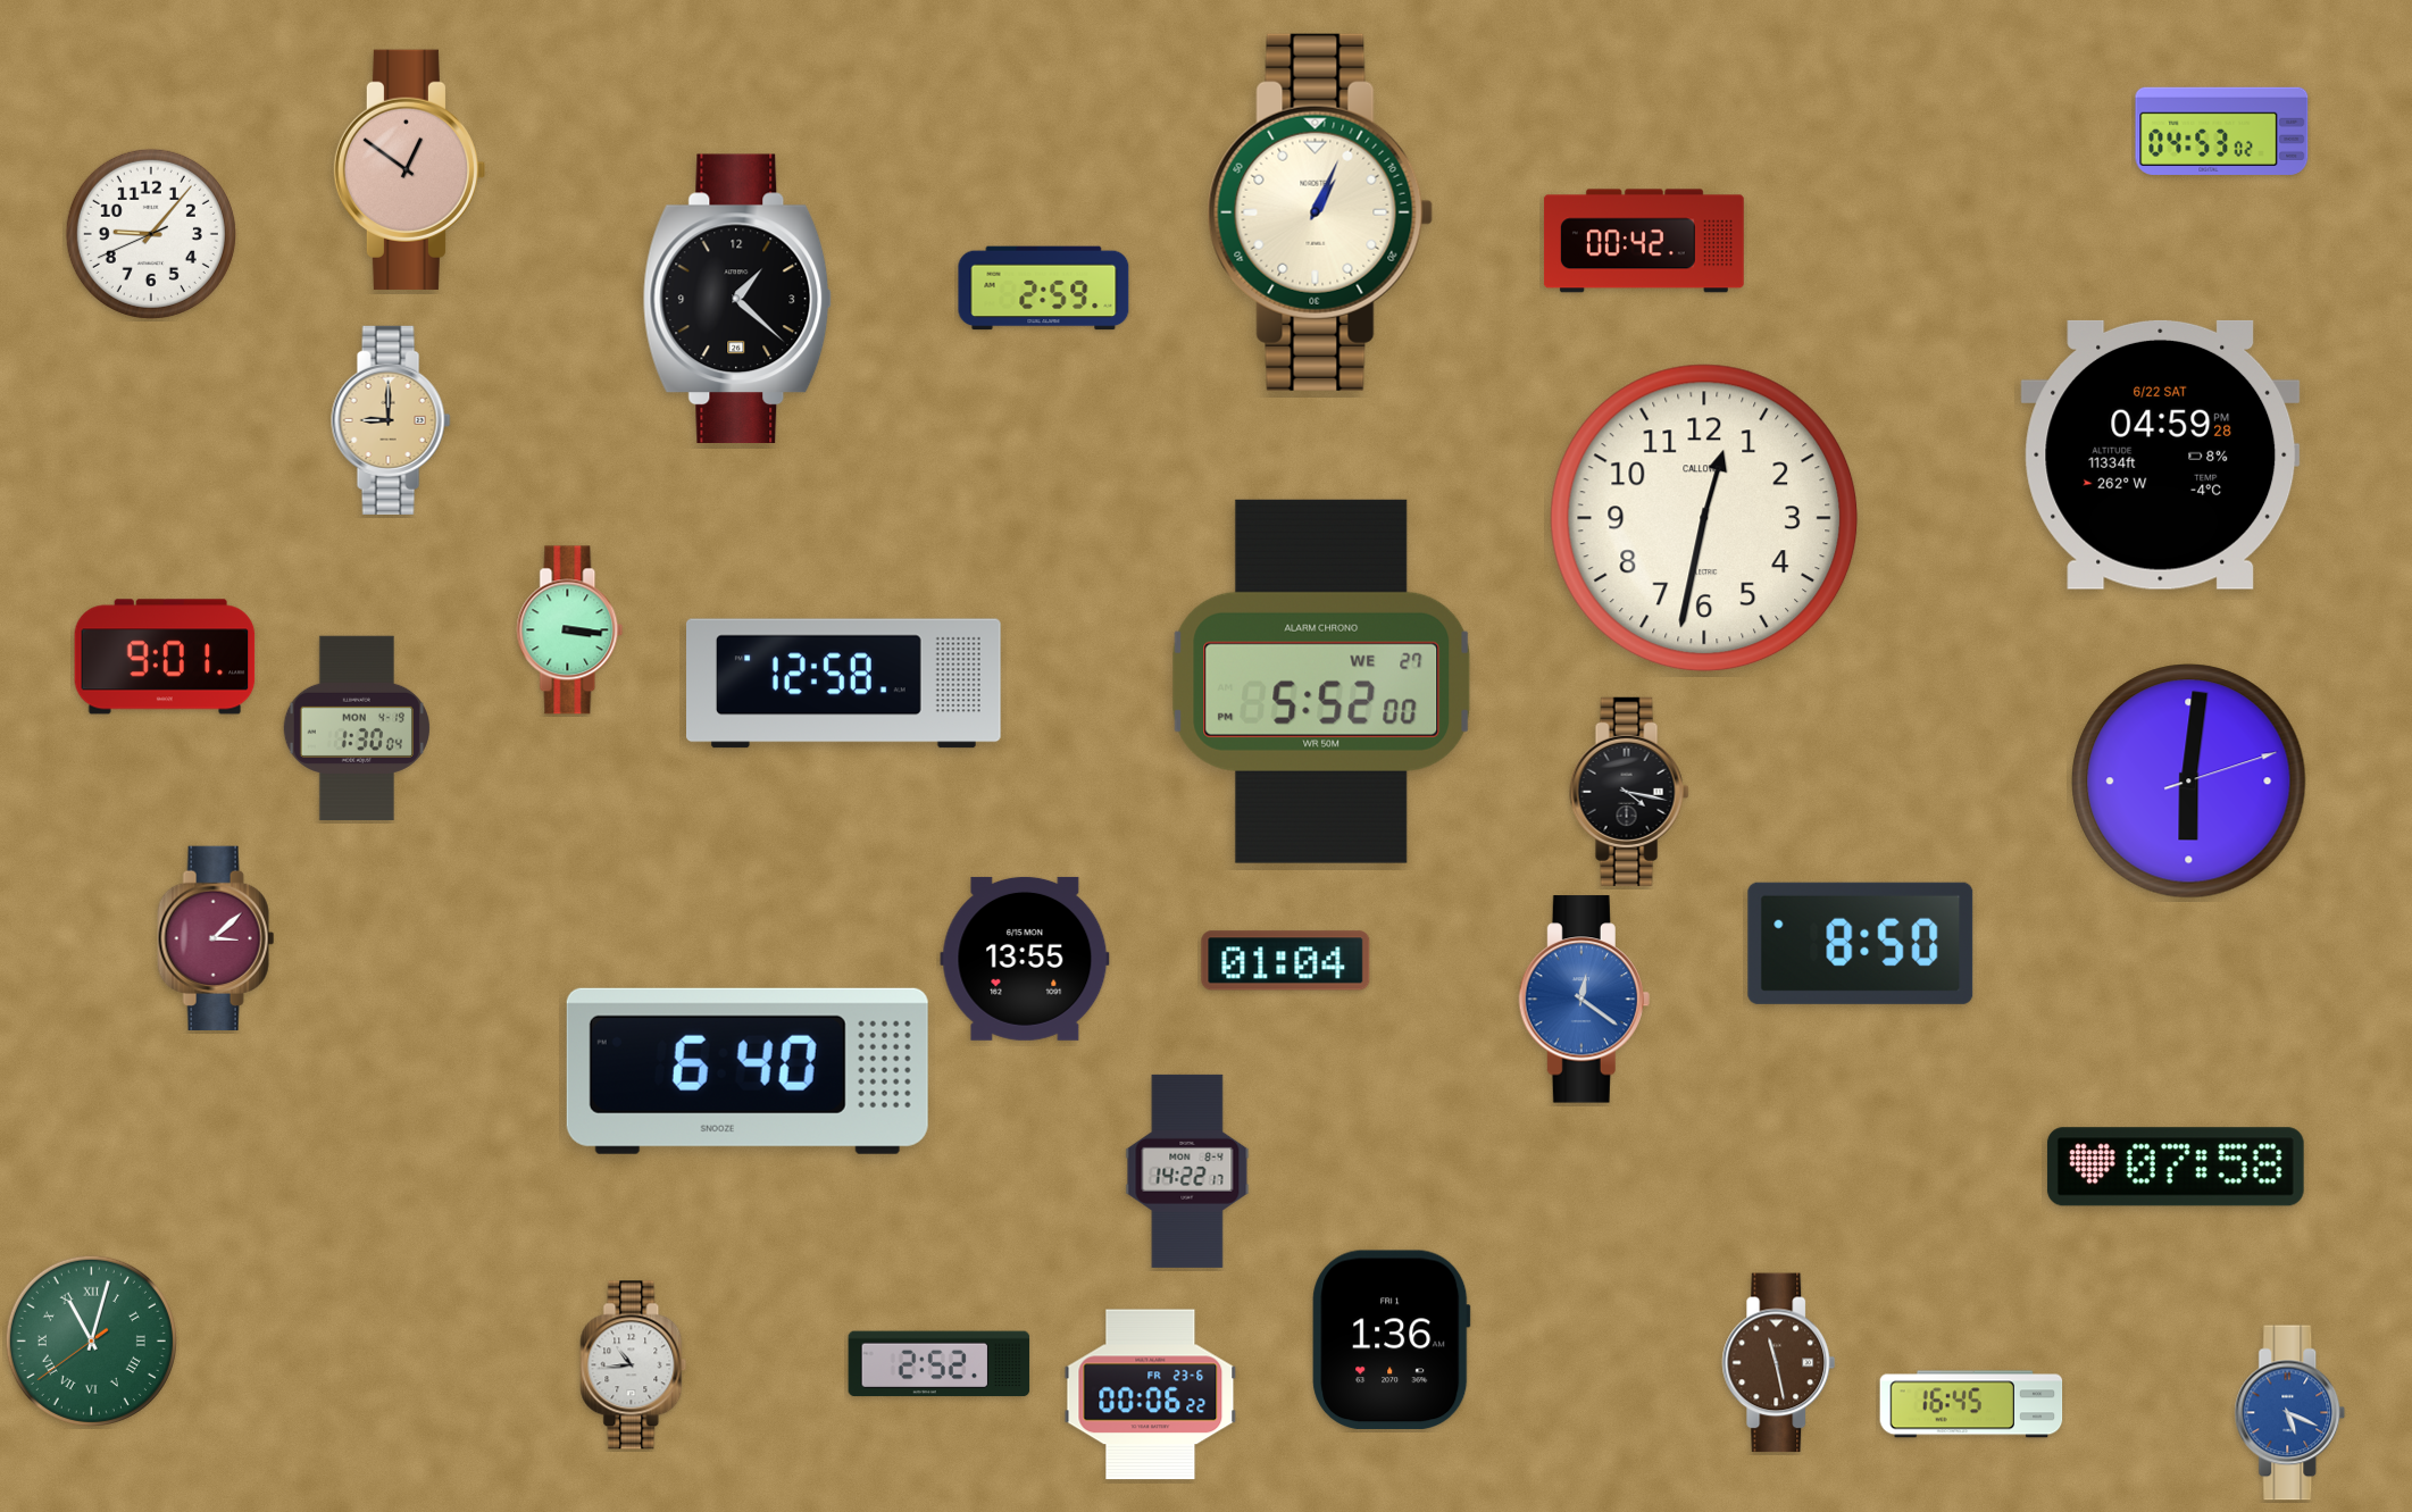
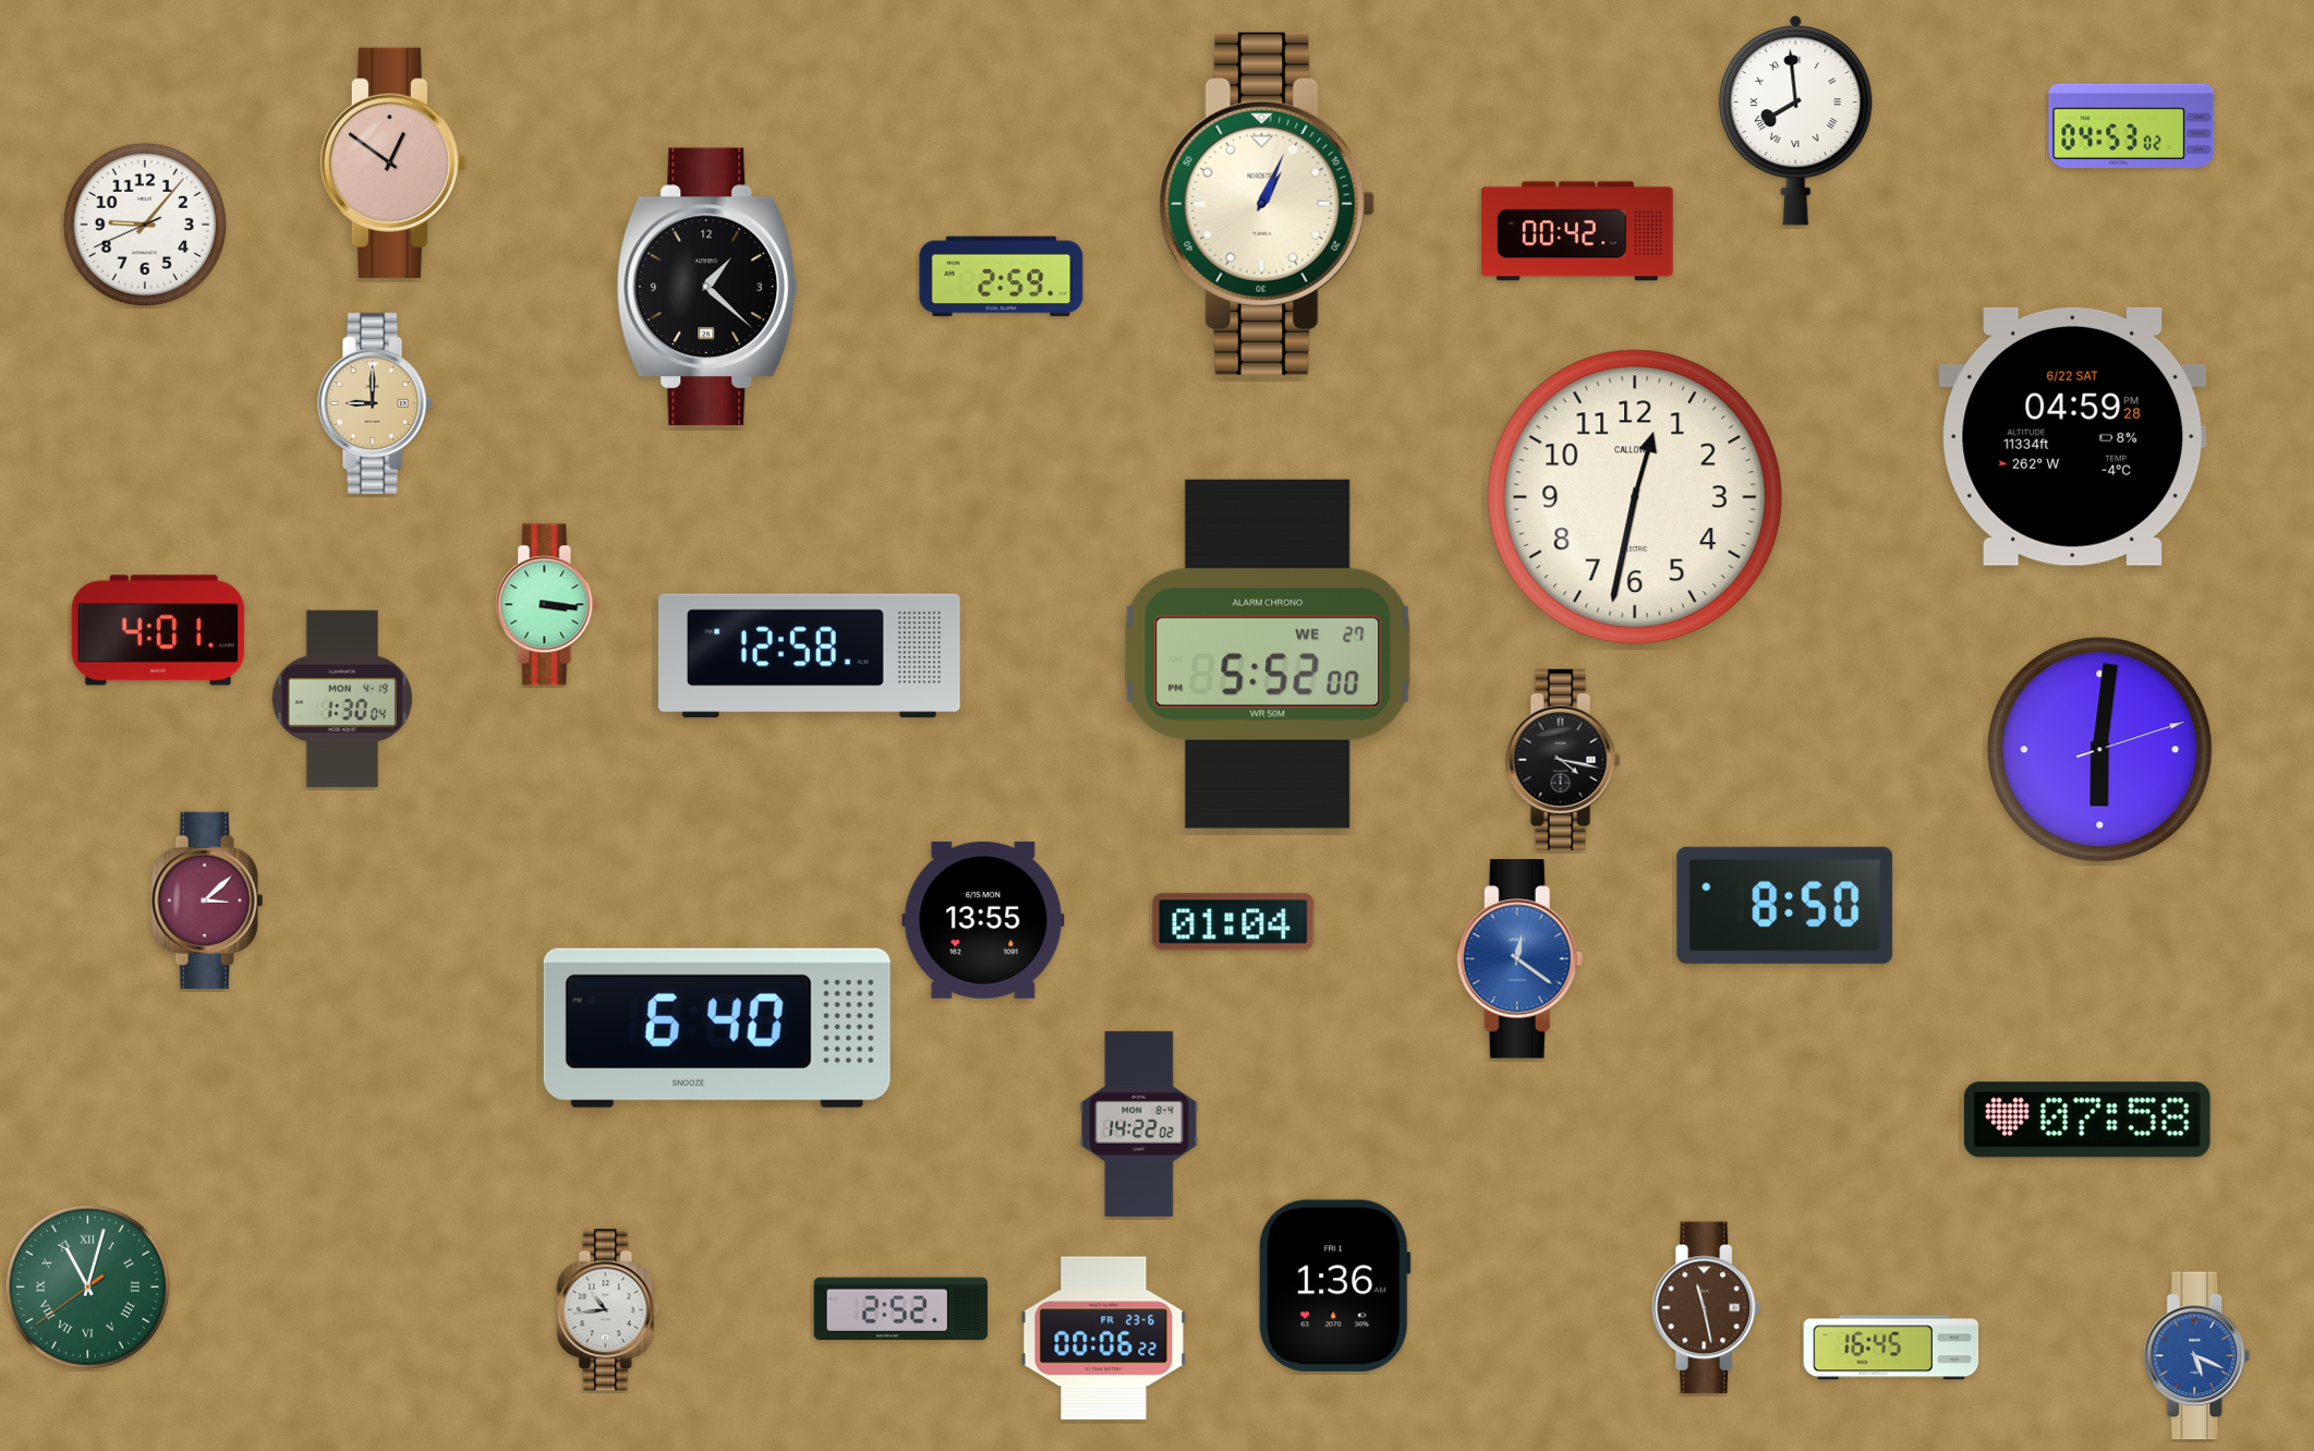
clock at (1796, 120): none -> 7:59
clock at (165, 657): 9:01 -> 4:01
clock at (1187, 1171): 14:22:17 -> 14:22:02
